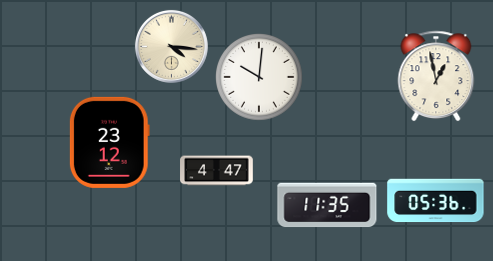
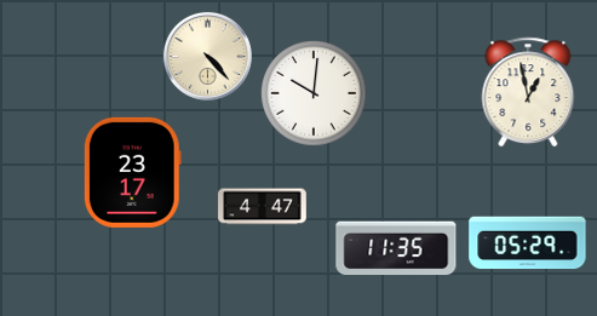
clock at (171, 46): 4:16 -> 4:23
clock at (109, 142): 23:12 -> 23:17
clock at (436, 201): 05:36 -> 05:29
